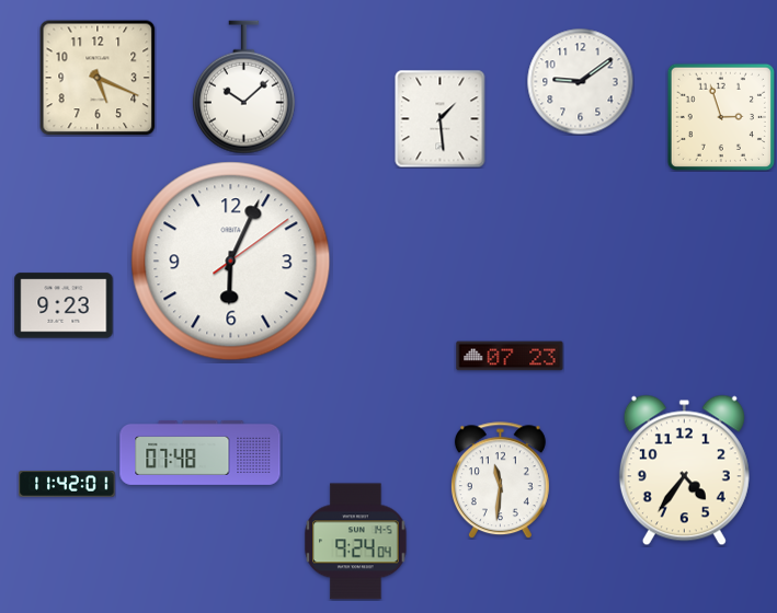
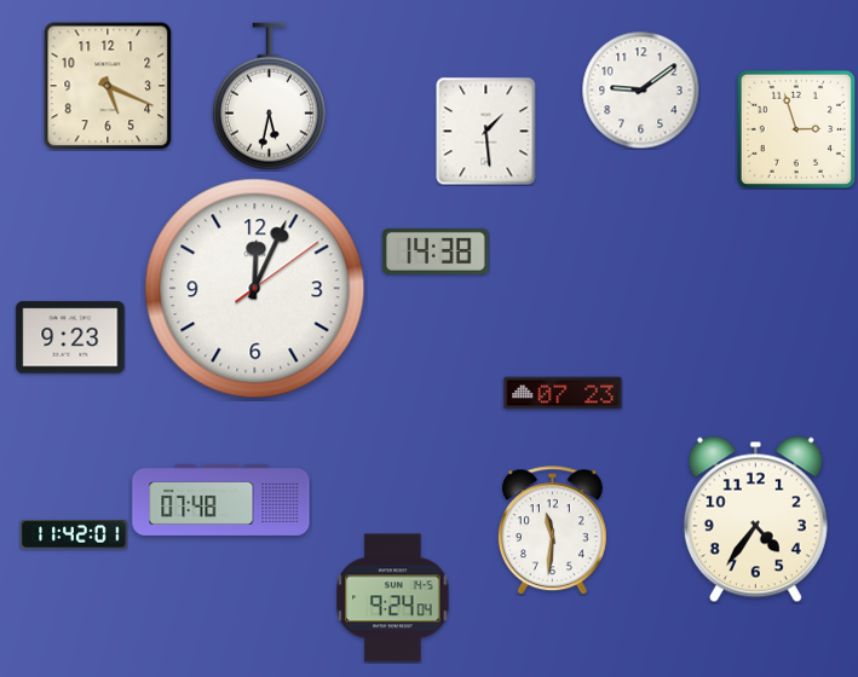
clock at (243, 88): 10:08 -> 5:32
clock at (436, 251): none -> 14:38
clock at (231, 262): 6:04 -> 12:04
